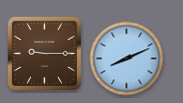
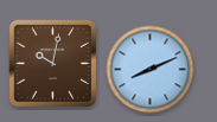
clock at (45, 54): 9:15 -> 10:02
